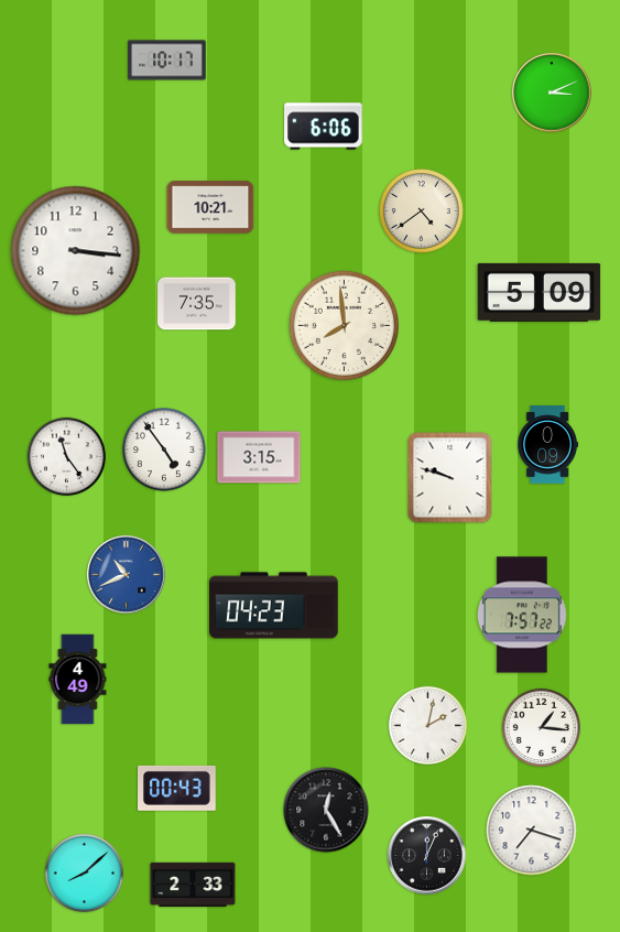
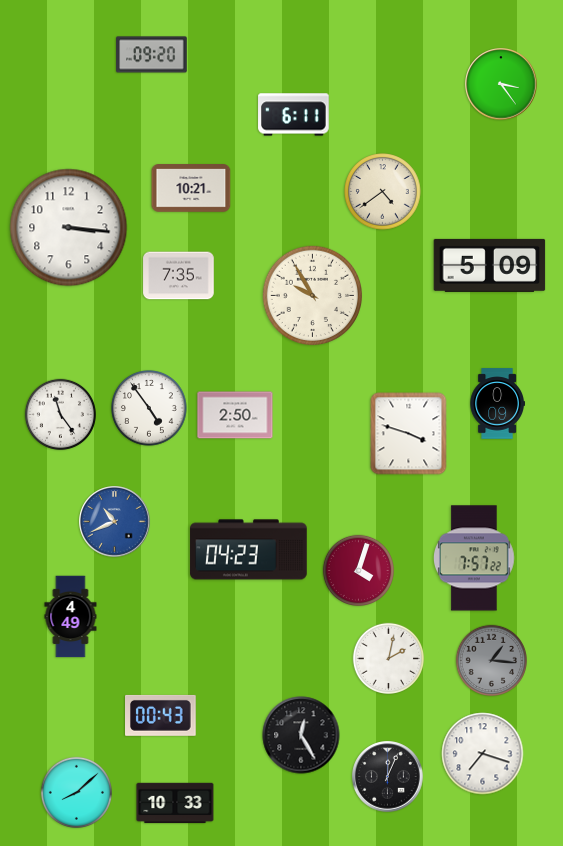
clock at (167, 61): 10:17 -> 09:20
clock at (552, 93): 3:11 -> 3:24
clock at (324, 127): 6:06 -> 6:11
clock at (344, 325): 7:59 -> 9:55
clock at (259, 457): 3:15 -> 2:50
clock at (450, 478): 9:48 -> 3:48
clock at (358, 570): none -> 4:03
clock at (541, 727) dial: white -> grey
clock at (326, 810) position: (326, 810) -> (301, 735)
clock at (193, 885): 2:33 -> 10:33
